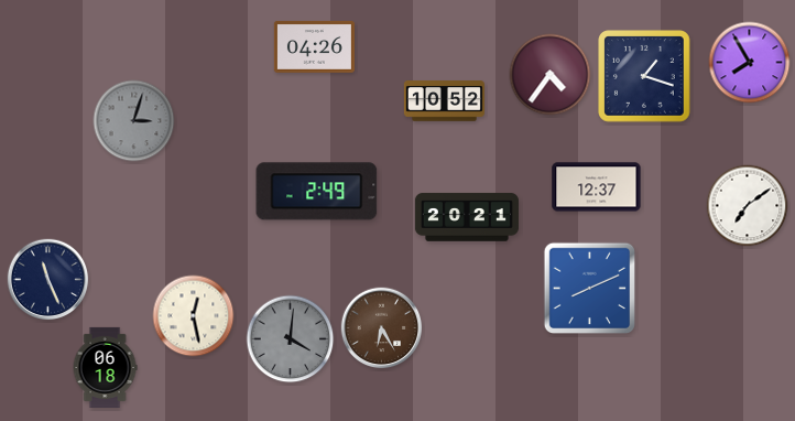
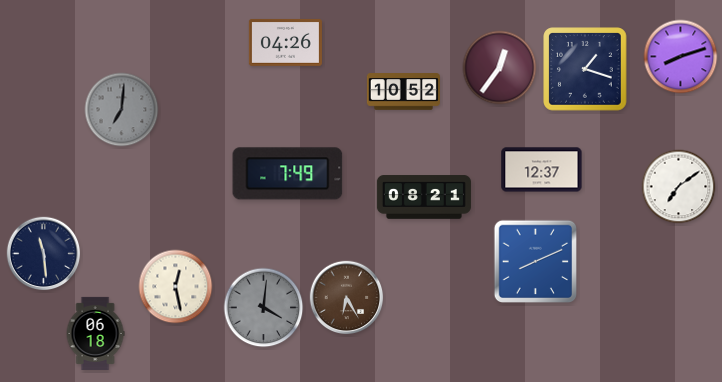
clock at (750, 63): 7:55 -> 8:12
clock at (551, 75): 4:36 -> 12:36
clock at (134, 121): 3:03 -> 7:01
clock at (317, 192): 2:49 -> 7:49
clock at (467, 217): 20:21 -> 08:21
clock at (48, 280): 11:26 -> 11:29
